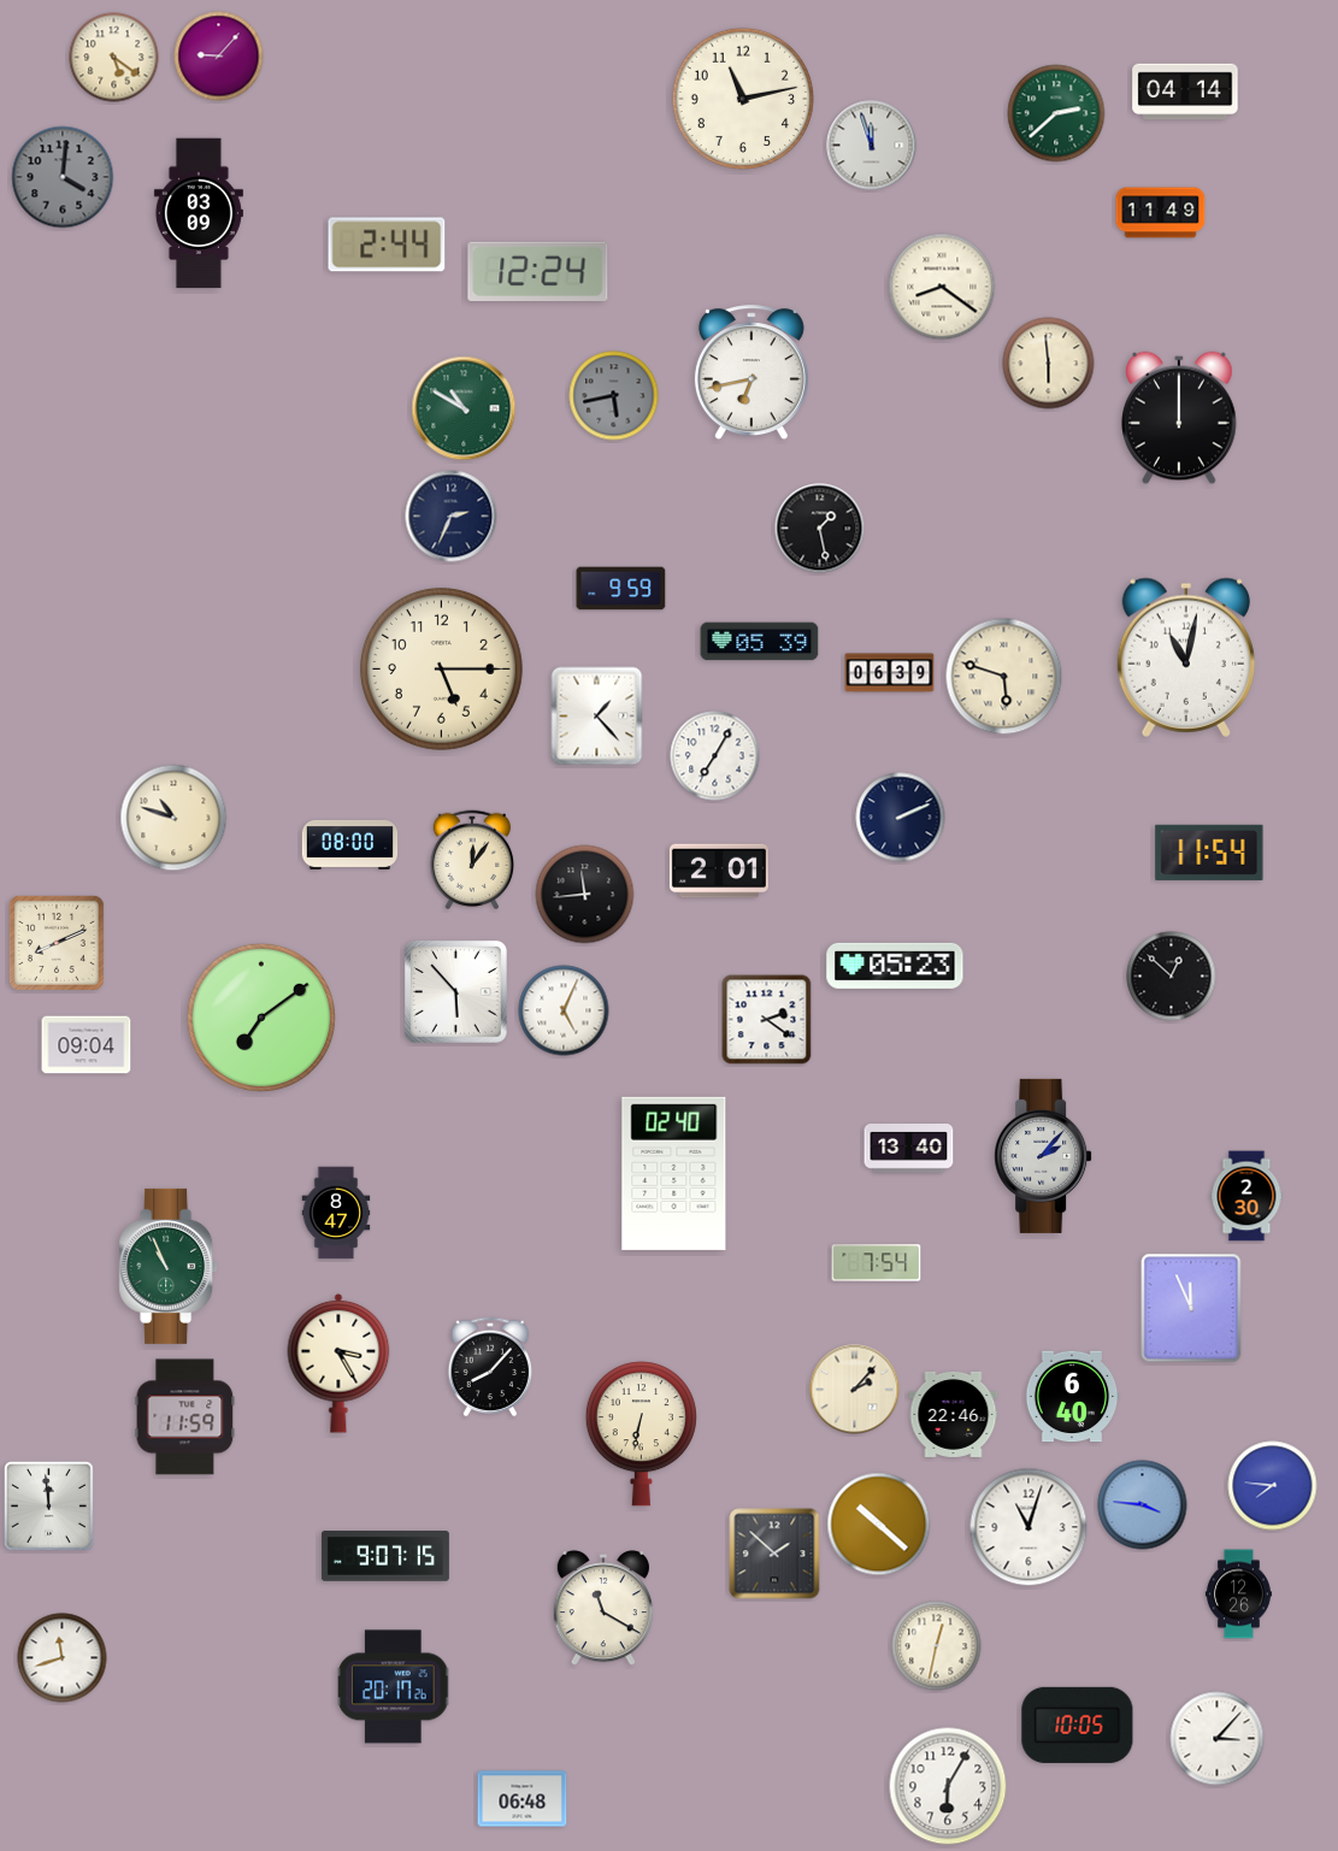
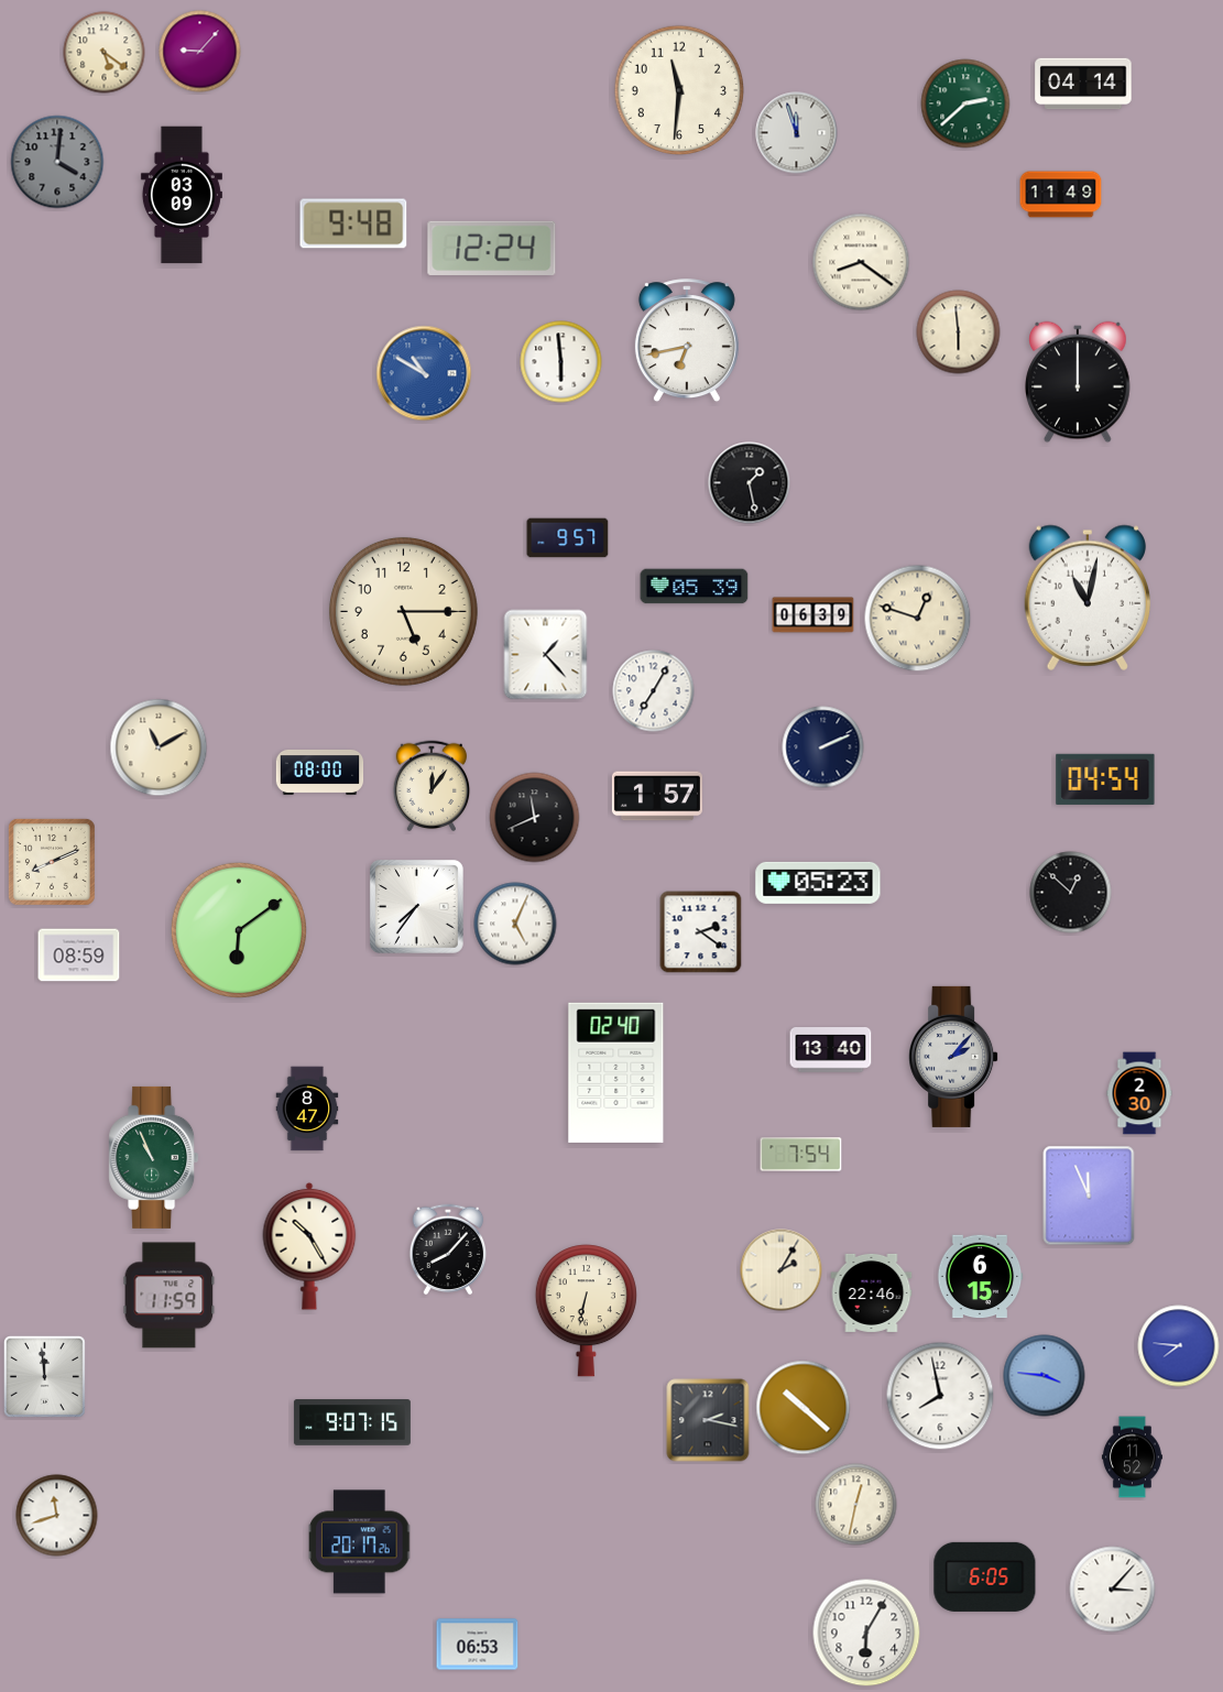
clock at (742, 98): 11:13 -> 11:31
clock at (387, 244): 2:44 -> 9:48
clock at (614, 396): 5:43 -> 5:59
clock at (614, 396) dial: grey -> white
clock at (464, 408) dial: green -> blue
clock at (452, 517): 2:34 -> none
clock at (621, 589): 9:59 -> 9:57
clock at (1185, 658) position: (1185, 658) -> (1086, 598)
clock at (1004, 677): 5:48 -> 12:48
clock at (173, 818): 10:48 -> 11:10
clock at (1209, 853): 11:54 -> 04:54
clock at (719, 871): 2:01 -> 1:57
clock at (585, 895): 11:44 -> 11:41
clock at (455, 991): 5:53 -> 7:36
clock at (261, 1018): 7:09 -> 6:09
clock at (87, 1045): 09:04 -> 08:59
clock at (338, 1363): 3:25 -> 10:25
clock at (855, 1390): 2:07 -> 2:05
clock at (1072, 1397): 6:40 -> 6:15
clock at (1273, 1486) position: (1273, 1486) -> (1179, 1346)
clock at (879, 1525) position: (879, 1525) -> (804, 1408)
clock at (1028, 1527): 11:03 -> 7:58
clock at (774, 1554): 1:52 -> 2:17
clock at (1238, 1594): 12:26 -> 11:52
clock at (603, 1609): 11:20 -> none
clock at (1078, 1725): 10:05 -> 6:05
clock at (523, 1799): 06:48 -> 06:53
